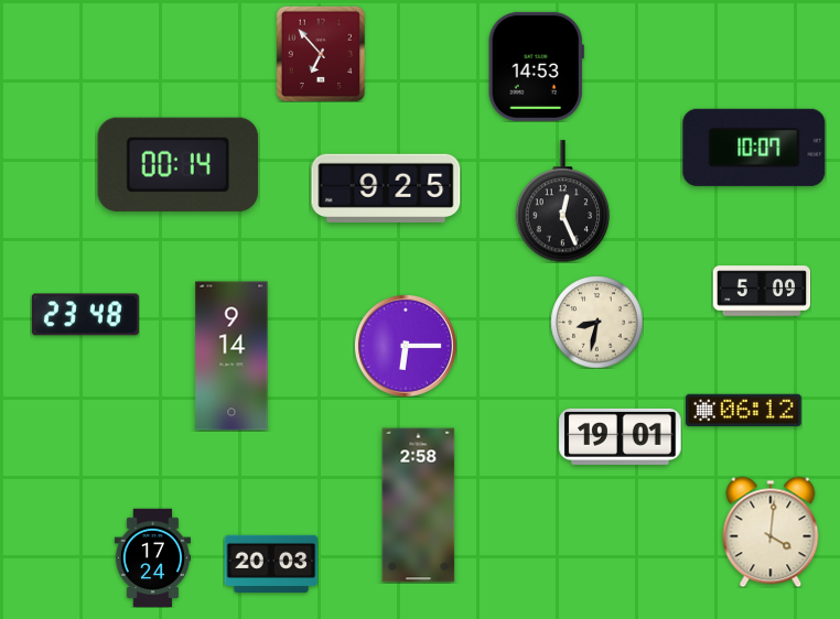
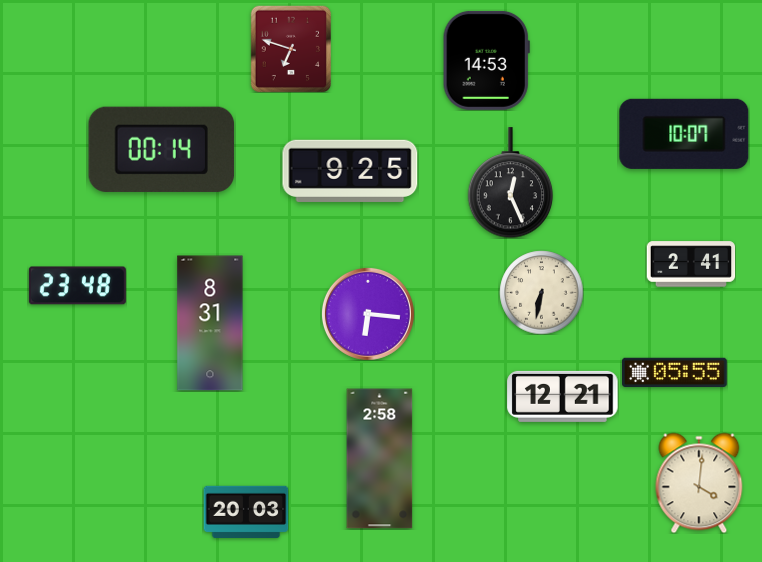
clock at (320, 54): 6:53 -> 6:48
clock at (762, 291): 5:09 -> 2:41
clock at (596, 322): 8:32 -> 6:32
clock at (406, 346): 6:15 -> 6:16
clock at (231, 356): 9:14 -> 8:31
clock at (744, 411): 06:12 -> 05:55
clock at (621, 436): 19:01 -> 12:21
clock at (152, 557): 17:24 -> none
